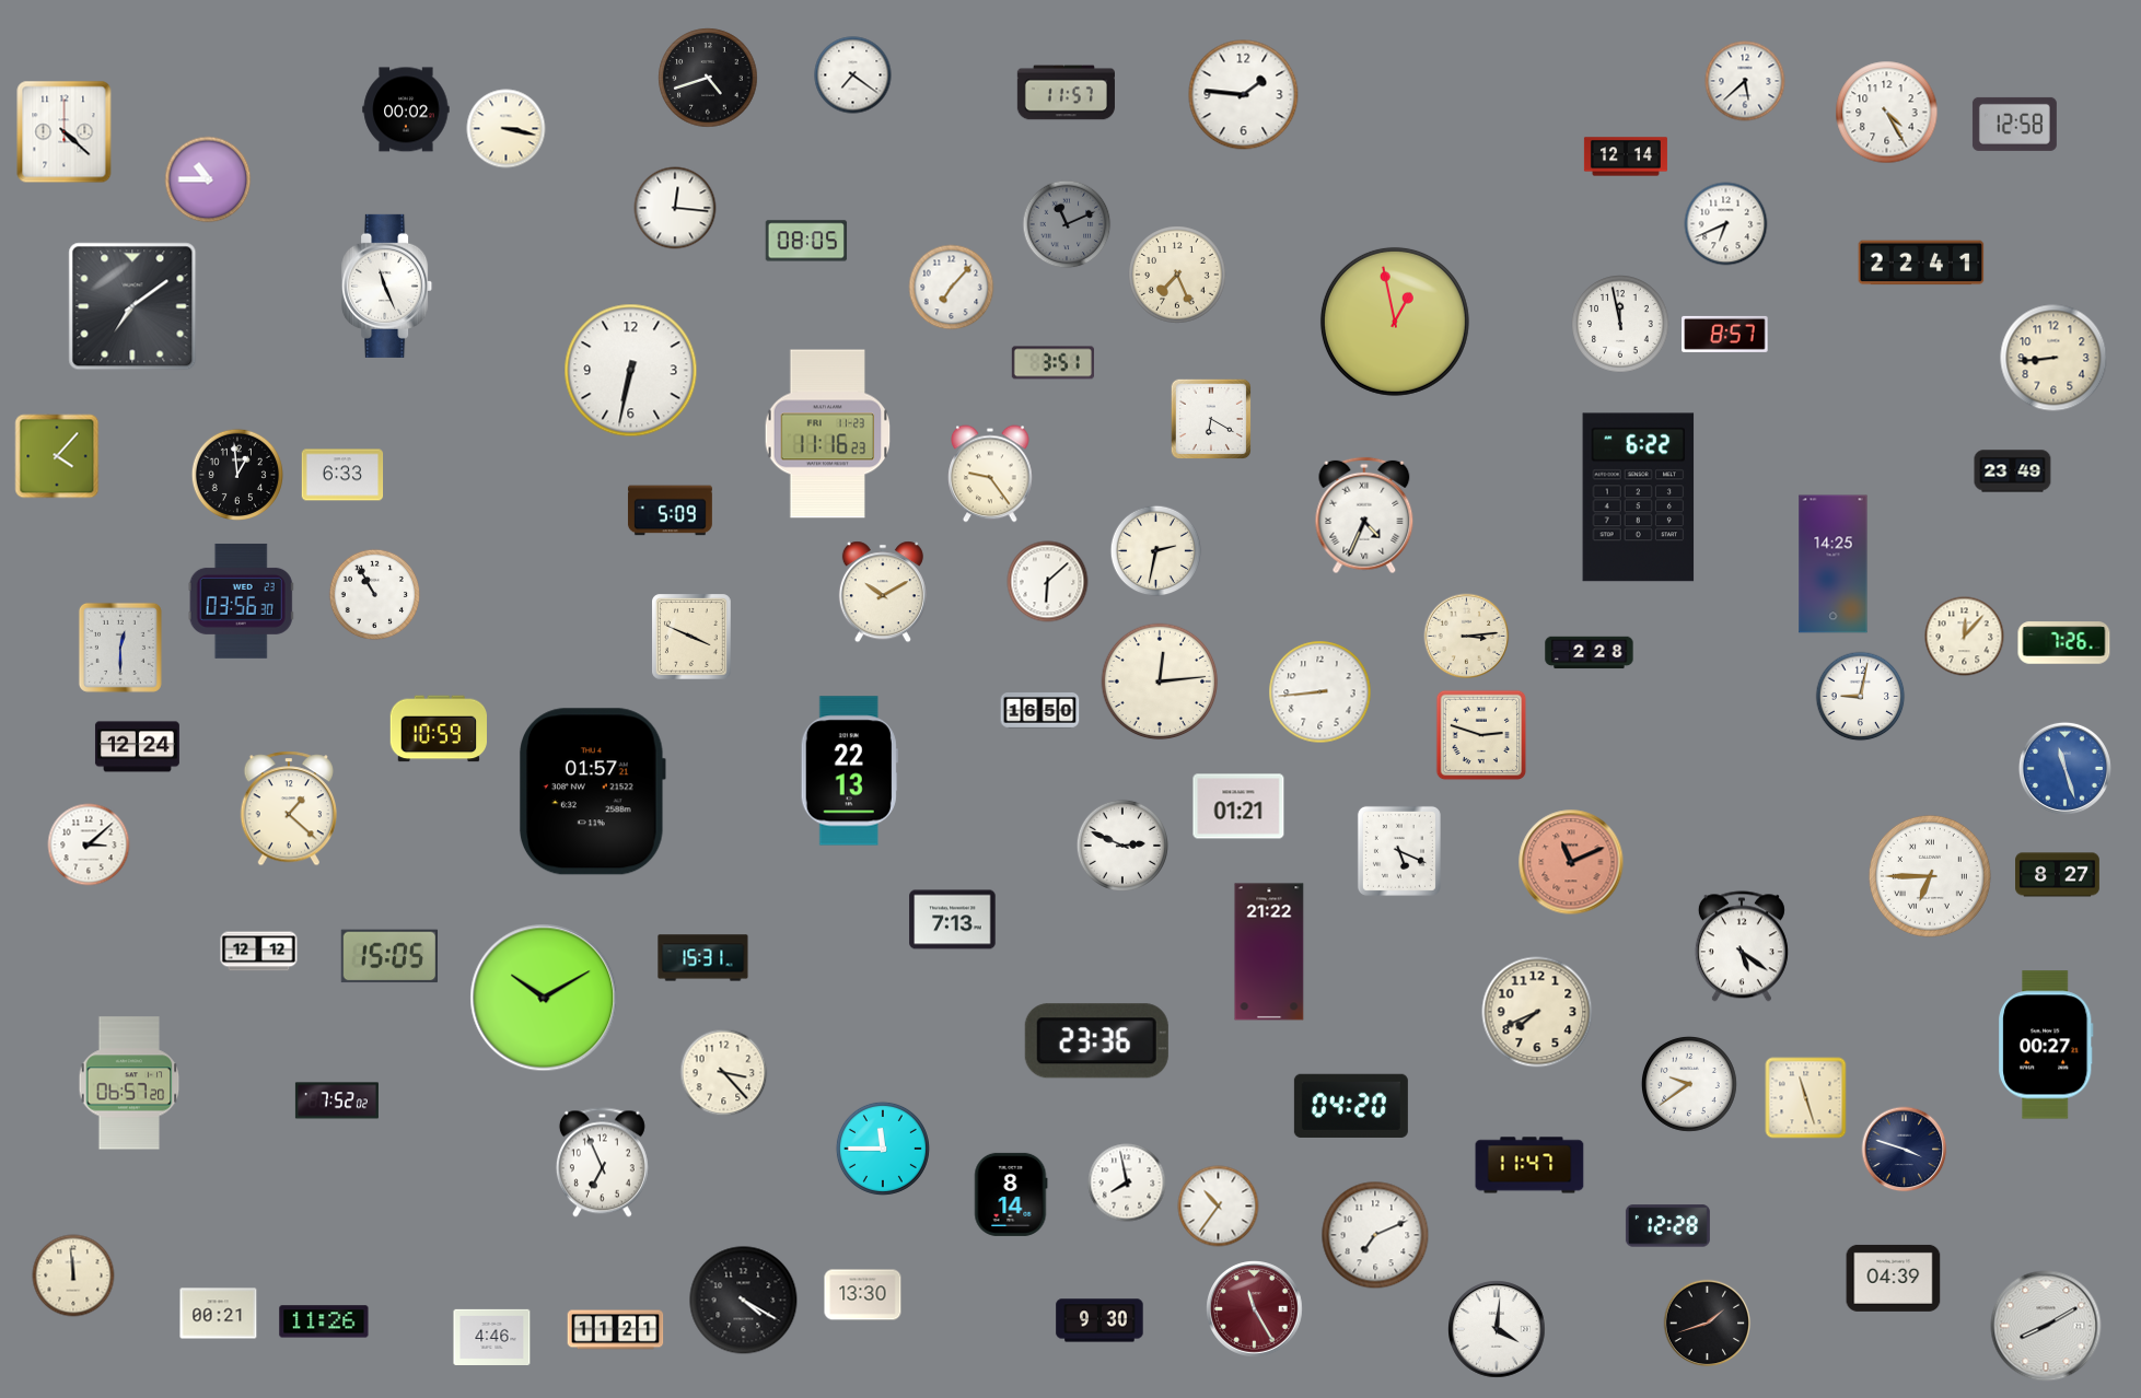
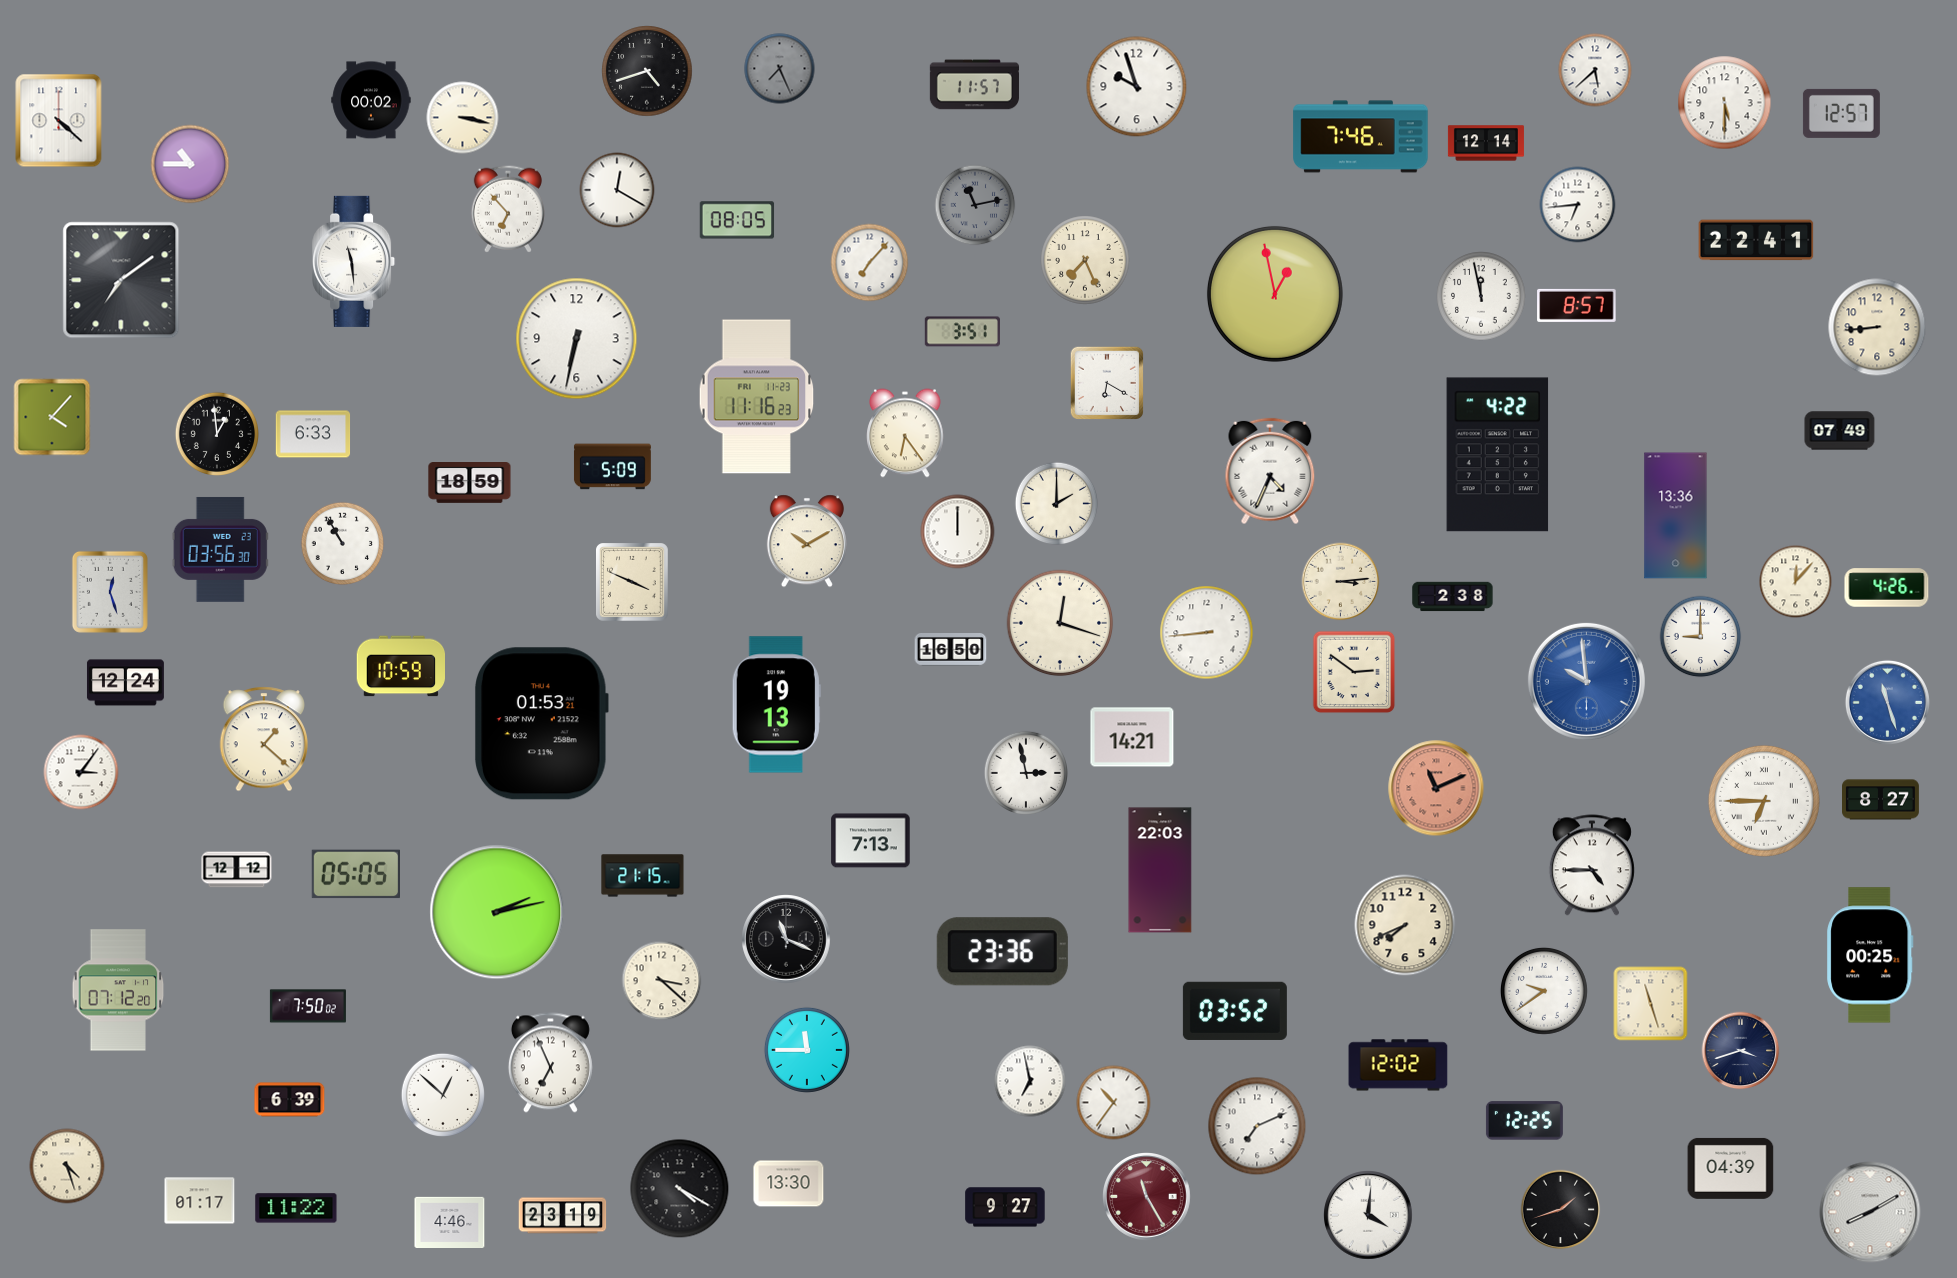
clock at (853, 75): 7:21 -> 7:26
clock at (853, 75) dial: white -> grey
clock at (1745, 81) position: (1745, 81) -> (1595, 70)
clock at (1244, 95): 1:46 -> 9:57
clock at (1887, 113): 4:25 -> 5:30
clock at (2014, 124): 12:58 -> 12:57
clock at (1361, 137): none -> 7:46
clock at (675, 208): 12:16 -> 12:20
clock at (1067, 224): 11:11 -> 11:13
clock at (1726, 224): 6:41 -> 6:44
clock at (508, 209): none -> 6:53
clock at (1177, 275) position: (1177, 275) -> (1085, 260)
clock at (387, 286): 11:26 -> 11:29
clock at (2013, 471): 23:49 -> 07:49
clock at (990, 474): 9:24 -> 6:24
clock at (1639, 498): 6:22 -> 4:22
clock at (1364, 515) position: (1364, 515) -> (1270, 471)
clock at (470, 483): none -> 18:59
clock at (1156, 551): 2:32 -> 2:00
clock at (1834, 564): 14:25 -> 13:36
clock at (1048, 582): 6:08 -> 12:00
clock at (2064, 643): 7:26 -> 4:26
clock at (120, 648): 12:30 -> 12:27
clock at (1590, 653): 2:28 -> 2:38
clock at (1160, 681): 12:14 -> 12:18
clock at (1861, 697): 9:02 -> 9:00
clock at (1481, 735): 2:48 -> 2:51
clock at (1586, 681): none -> 9:59
clock at (849, 771): 22:13 -> 19:13
clock at (593, 792): 01:57 -> 01:53
clock at (1238, 806): 01:21 -> 14:21
clock at (89, 844): 3:08 -> 3:06
clock at (1121, 844): 2:49 -> 2:58
clock at (1399, 851): 5:19 -> none
clock at (1742, 946): 5:21 -> 4:45
clock at (1269, 952): 21:22 -> 22:03
clock at (388, 956): 15:05 -> 05:05
clock at (703, 958): 15:31 -> 21:15
clock at (544, 998): 10:10 -> 2:13
clock at (786, 939): none -> 11:19
clock at (2046, 1045): 00:27 -> 00:25
clock at (724, 1073): 3:23 -> 3:22
clock at (129, 1083): 06:57 -> 07:12
clock at (337, 1100): 7:52 -> 7:50
clock at (1351, 1106): 04:20 -> 03:52
clock at (1905, 1150): 3:48 -> 3:42
clock at (1529, 1165): 11:47 -> 12:02
clock at (1127, 1183): 7:58 -> 6:58
clock at (1011, 1195): 8:14 -> none
clock at (442, 1094): none -> 12:52
clock at (290, 1100): none -> 6:39
clock at (1667, 1226): 12:28 -> 12:25
clock at (1375, 1235) position: (1375, 1235) -> (1257, 1126)
clock at (73, 1275): 11:59 -> 4:27
clock at (219, 1314): 00:21 -> 01:17
clock at (1099, 1320): 9:30 -> 9:27
clock at (324, 1321): 11:26 -> 11:22
clock at (616, 1330): 11:21 -> 23:19
